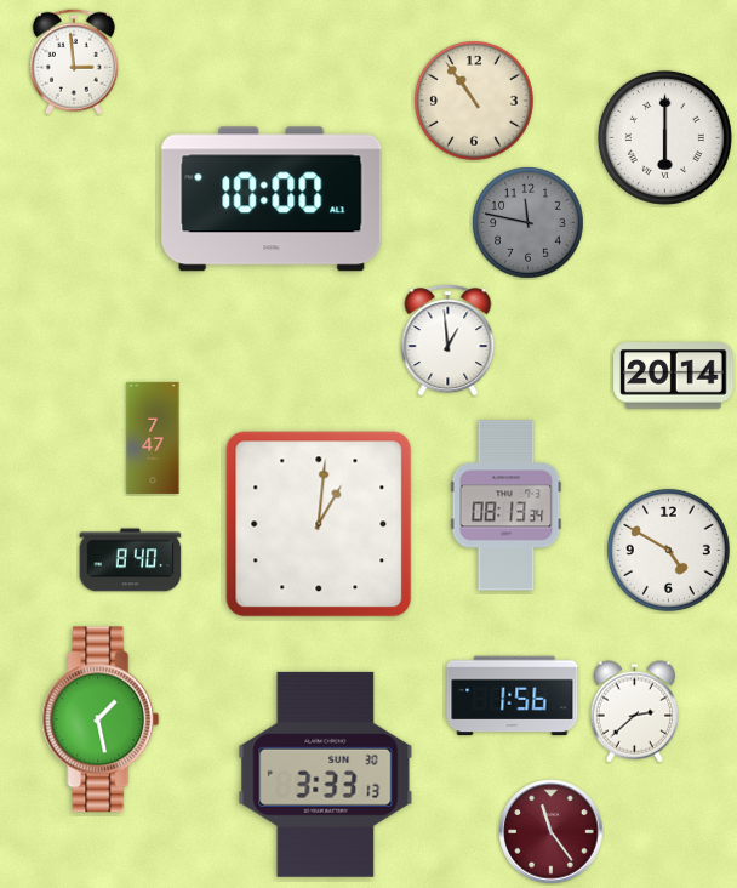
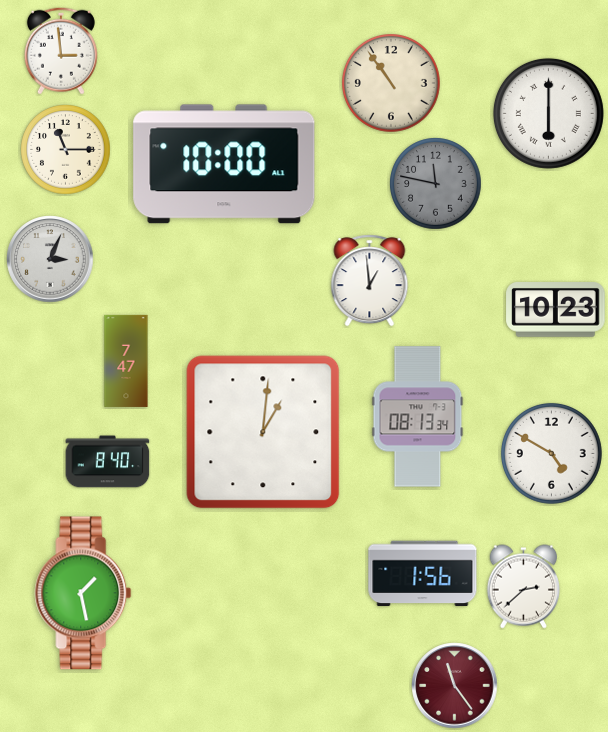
clock at (66, 150): none -> 11:15
clock at (50, 259): none -> 3:04
clock at (674, 376): 20:14 -> 10:23
clock at (326, 774): 3:33 -> none
